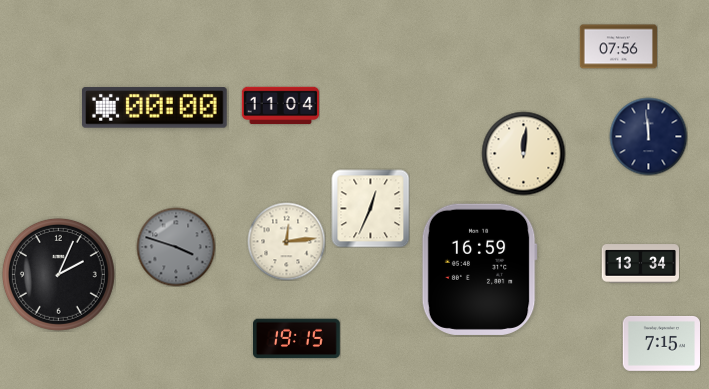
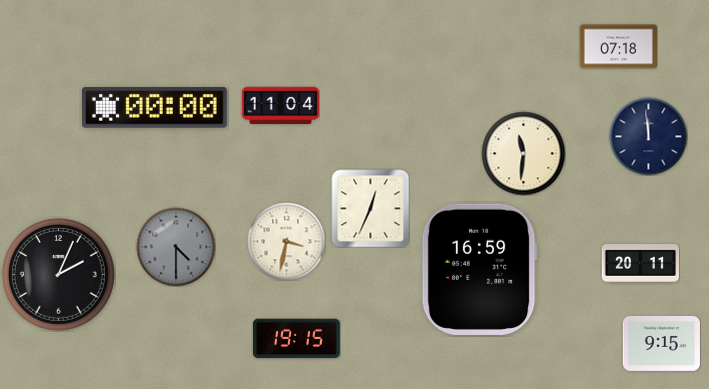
clock at (618, 47): 07:56 -> 07:18
clock at (523, 153): 12:01 -> 11:31
clock at (286, 241): 12:14 -> 3:32
clock at (176, 247): 3:48 -> 4:30
clock at (640, 264): 13:34 -> 20:11
clock at (661, 343): 7:15 -> 9:15
